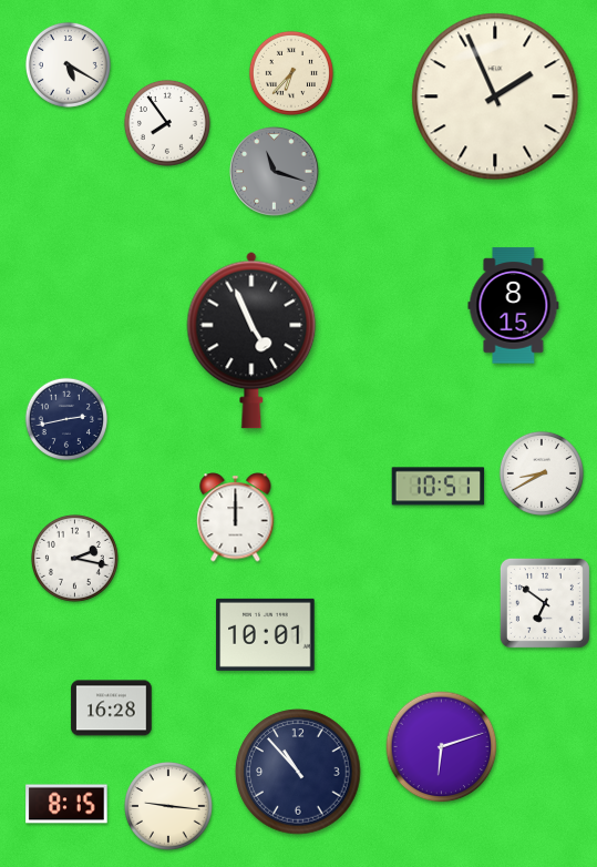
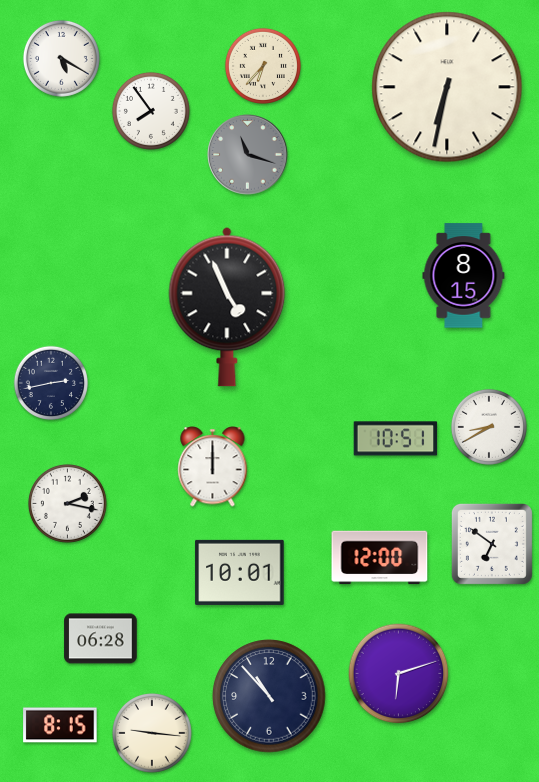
clock at (495, 96): 1:56 -> 6:32
clock at (65, 418) position: (65, 418) -> (50, 382)
clock at (380, 558): none -> 12:00
clock at (112, 708): 16:28 -> 06:28
clock at (169, 807) position: (169, 807) -> (153, 734)
